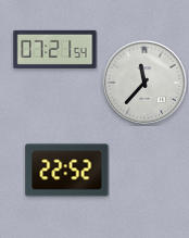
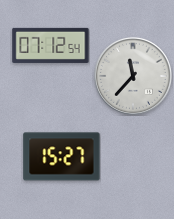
clock at (55, 49): 07:21 -> 07:12
clock at (67, 171): 22:52 -> 15:27
